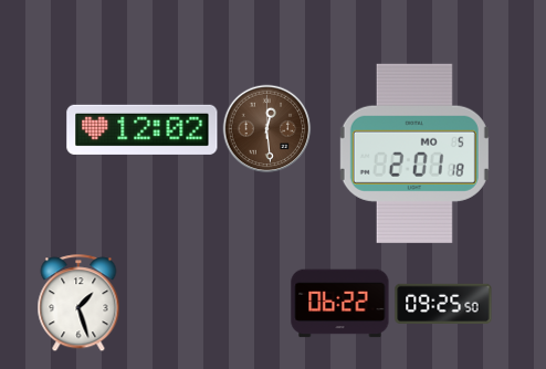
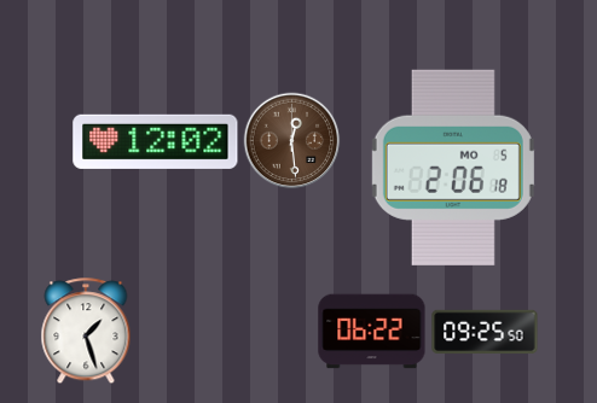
clock at (414, 154): 2:01 -> 2:06
